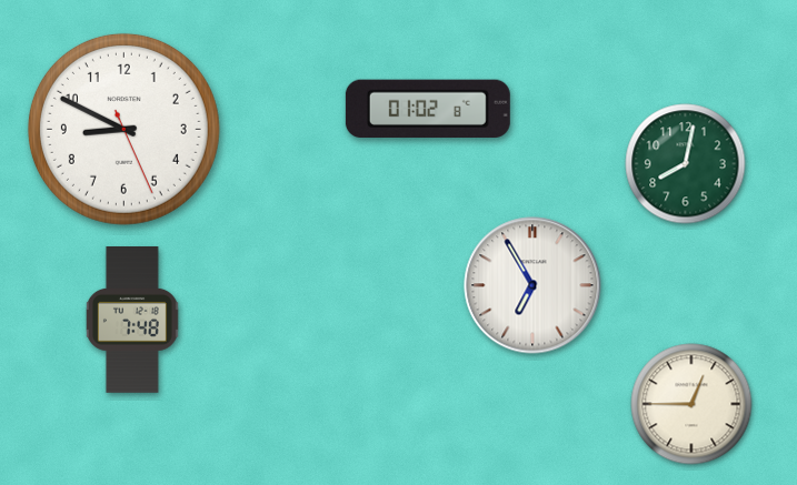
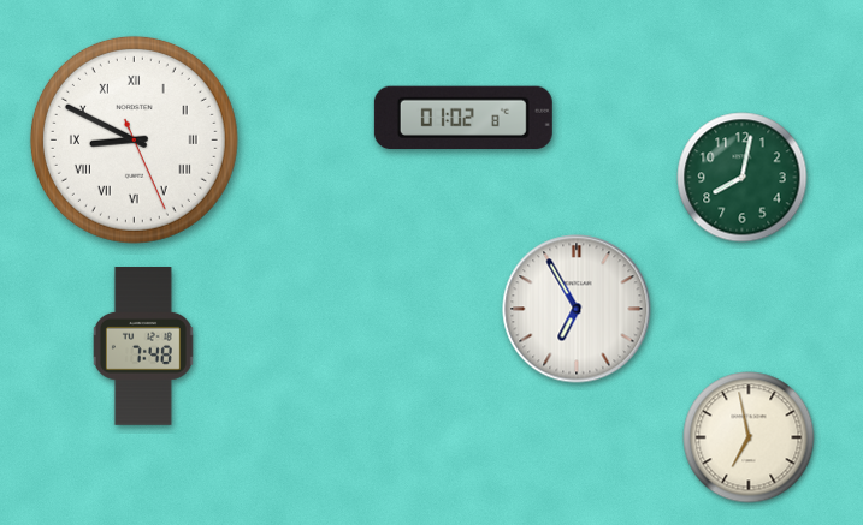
clock at (123, 129) numerals: Arabic -> Roman
clock at (691, 404): 12:45 -> 6:58
